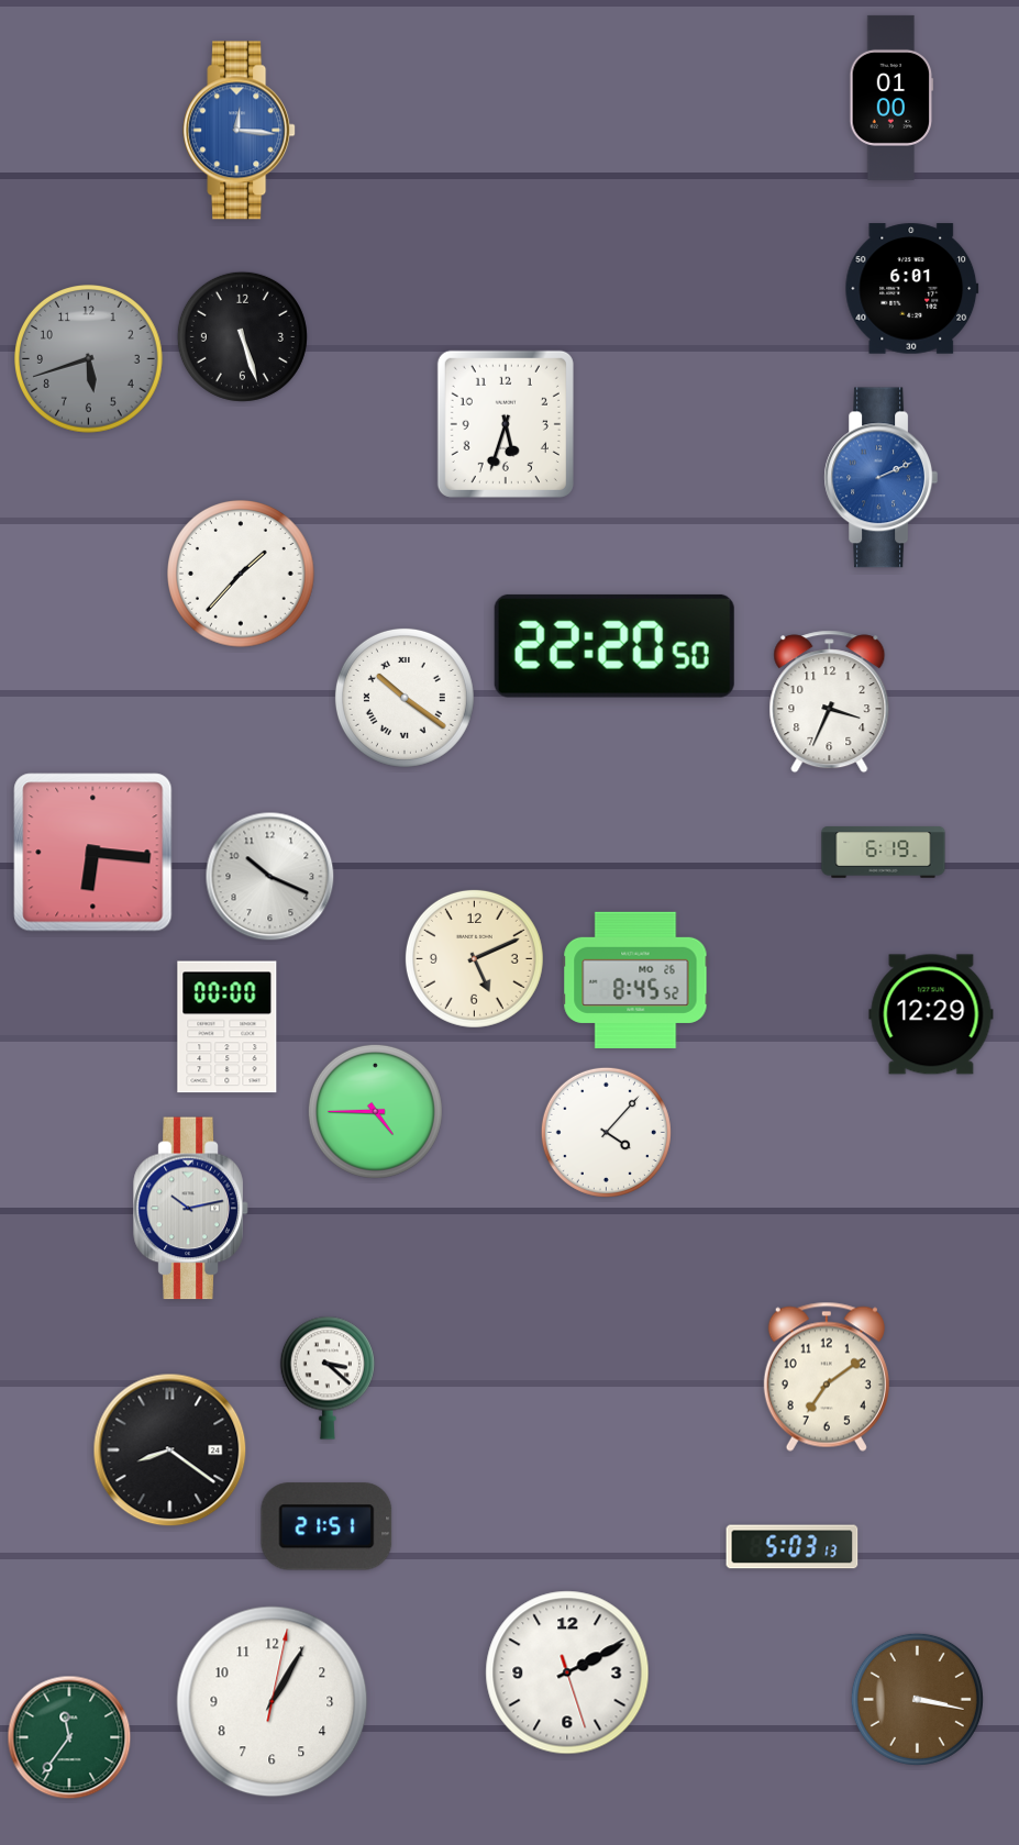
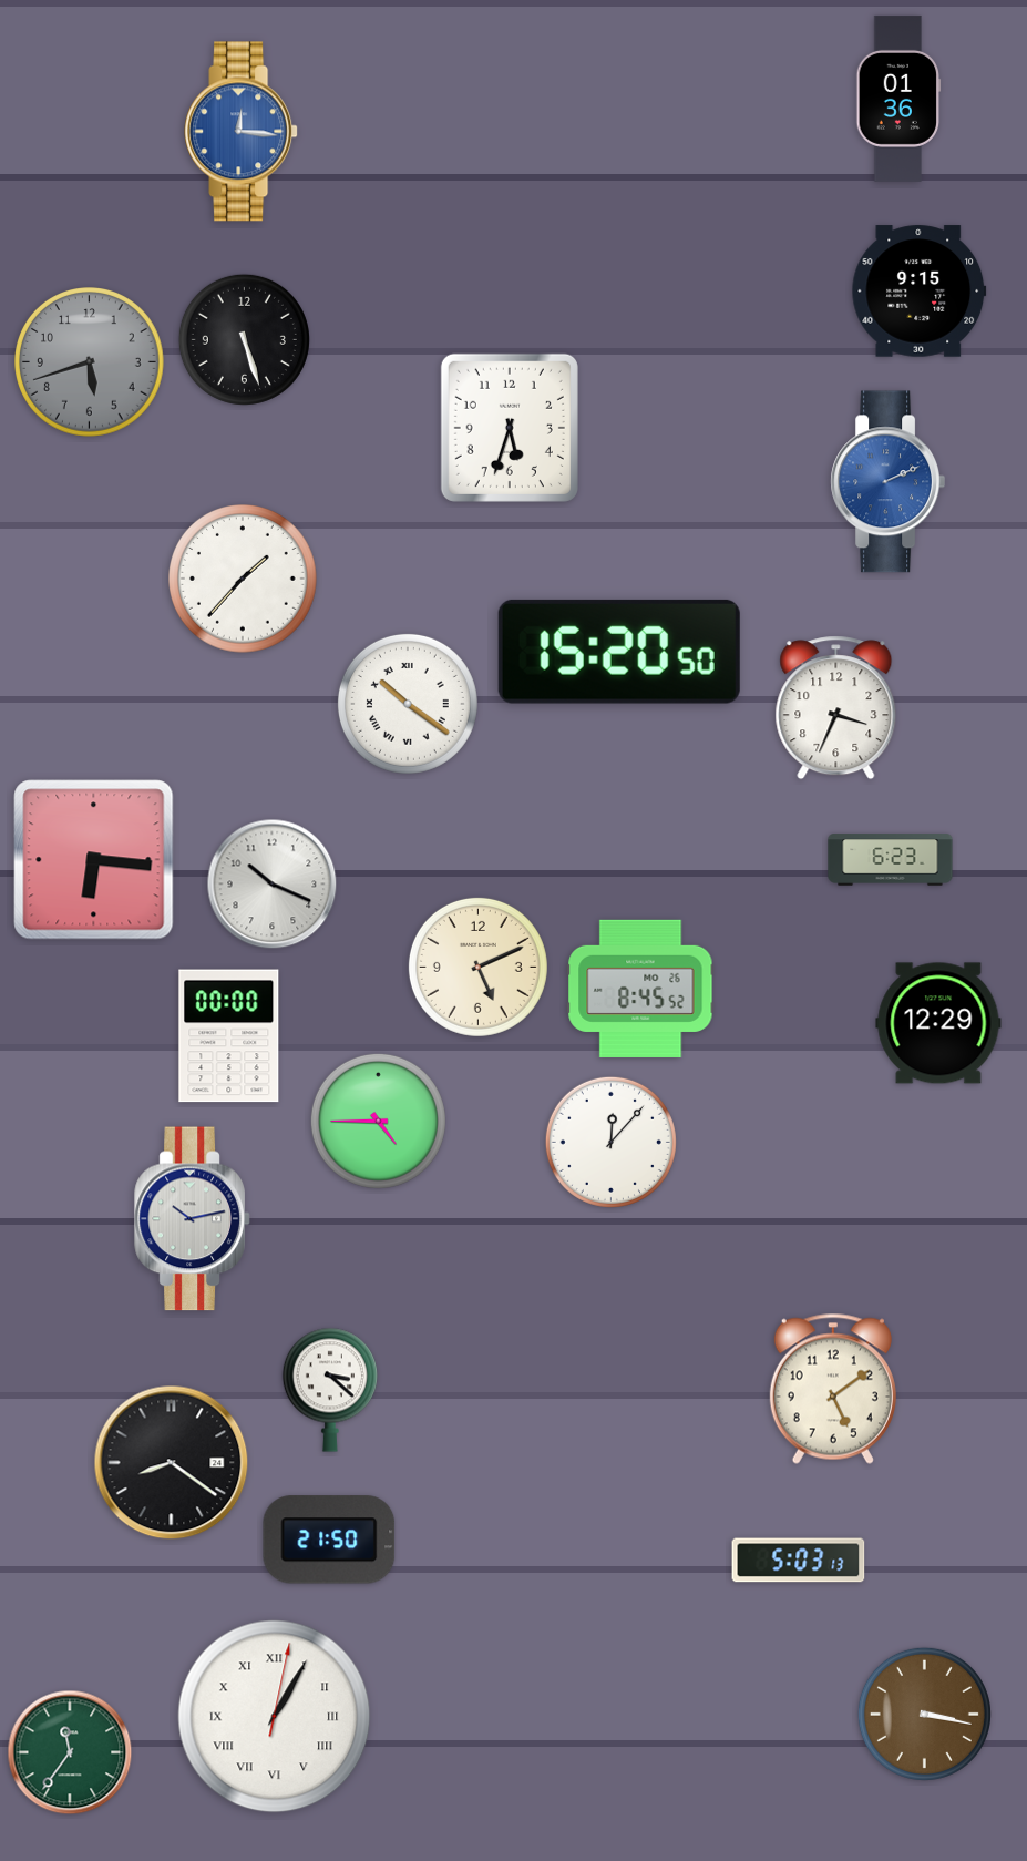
clock at (891, 98): 01:00 -> 01:36
clock at (912, 289): 6:01 -> 9:15
clock at (614, 646): 22:20 -> 15:20
clock at (884, 853): 6:19 -> 6:23
clock at (606, 1132): 4:07 -> 12:07
clock at (827, 1377): 7:09 -> 5:09
clock at (326, 1526): 21:51 -> 21:50
clock at (567, 1672): 2:10 -> none
clock at (273, 1702) numerals: Arabic -> Roman
